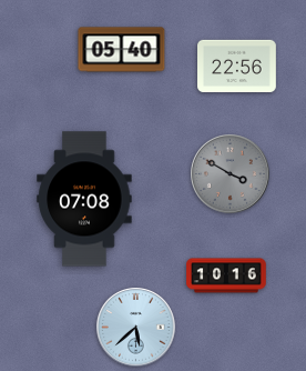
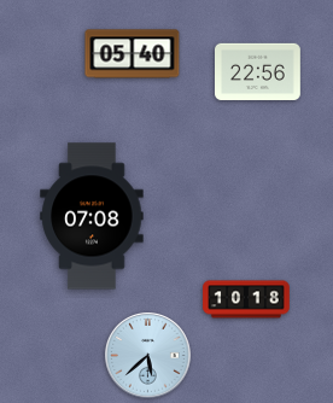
clock at (231, 174): 3:50 -> none
clock at (226, 275): 10:16 -> 10:18
